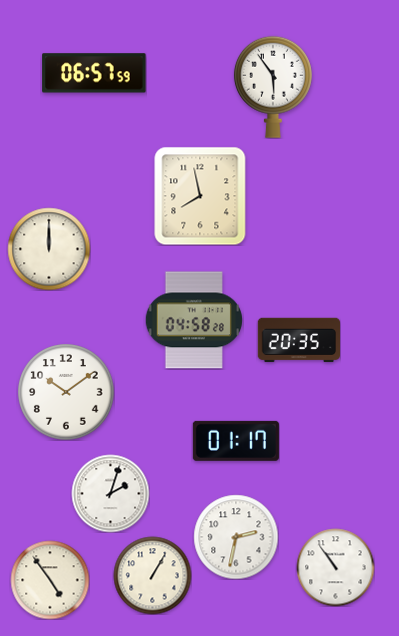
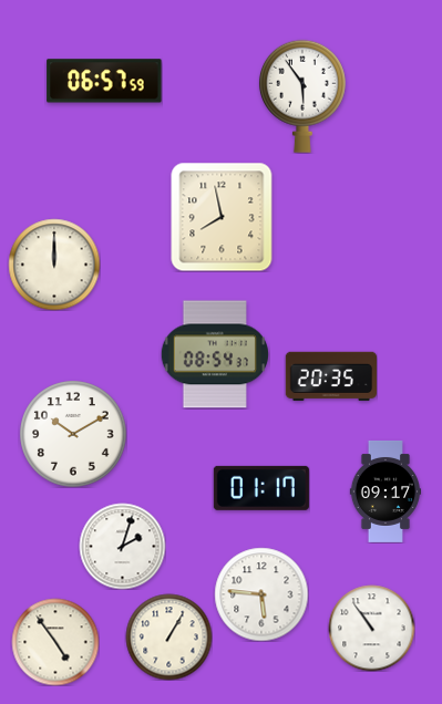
clock at (49, 249) position: (49, 249) -> (54, 265)
clock at (194, 320): 04:58 -> 08:54
clock at (66, 392): 10:09 -> 10:10
clock at (384, 491): none -> 09:17
clock at (236, 537): 2:32 -> 5:46
